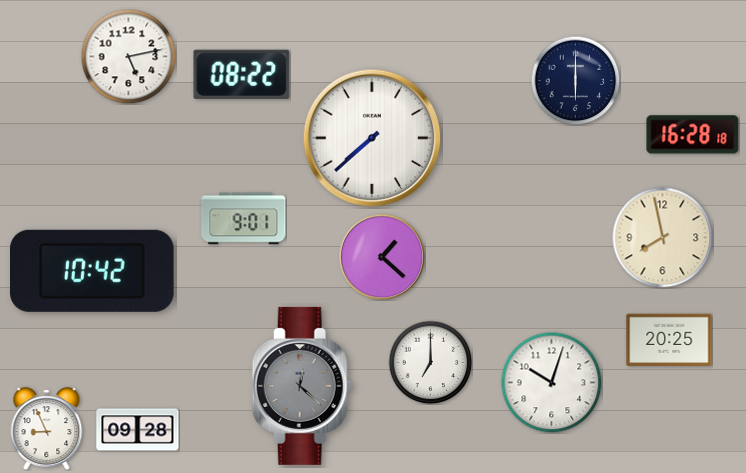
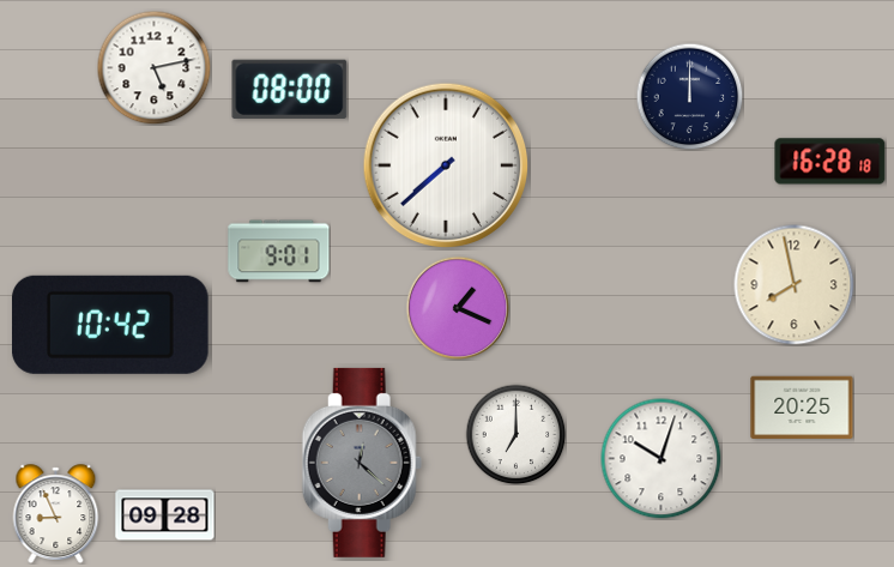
clock at (242, 74): 08:22 -> 08:00
clock at (575, 80): 6:00 -> 12:00
clock at (244, 219) position: (244, 219) -> (279, 252)
clock at (382, 257): 1:22 -> 1:19
